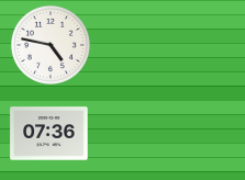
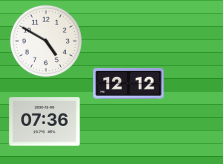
clock at (51, 45): 4:47 -> 4:50
clock at (129, 83): none -> 12:12
